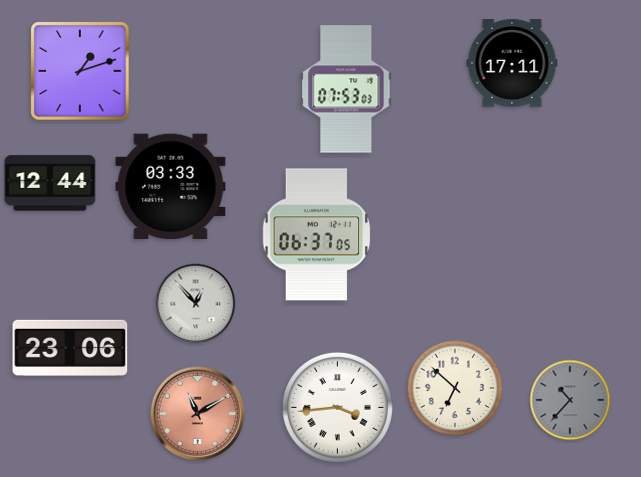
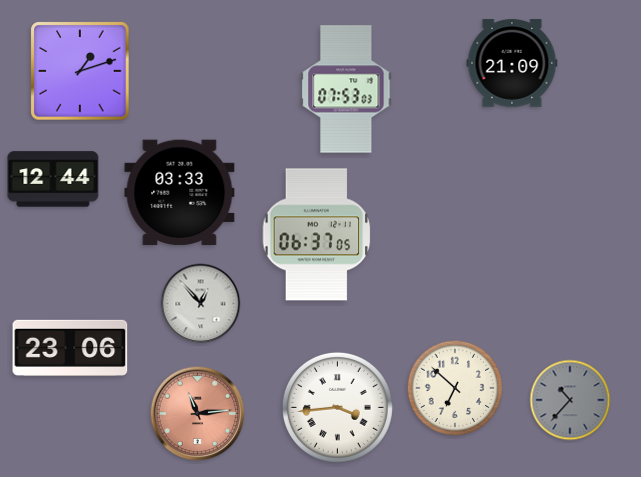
clock at (512, 63): 17:11 -> 21:09
clock at (50, 183) position: (50, 183) -> (53, 179)
clock at (171, 187) position: (171, 187) -> (180, 193)
clock at (196, 304) position: (196, 304) -> (201, 304)
clock at (198, 414): 11:10 -> 11:14
